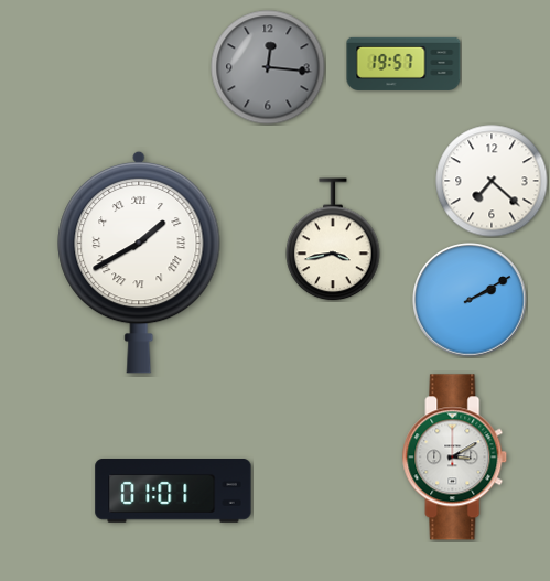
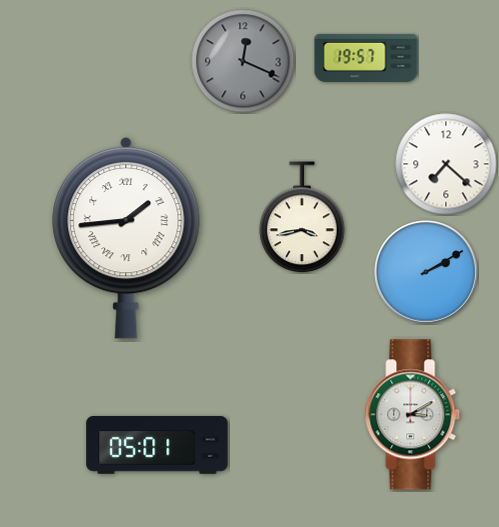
clock at (268, 67): 12:16 -> 12:19
clock at (139, 262): 1:40 -> 1:44
clock at (173, 492): 01:01 -> 05:01
